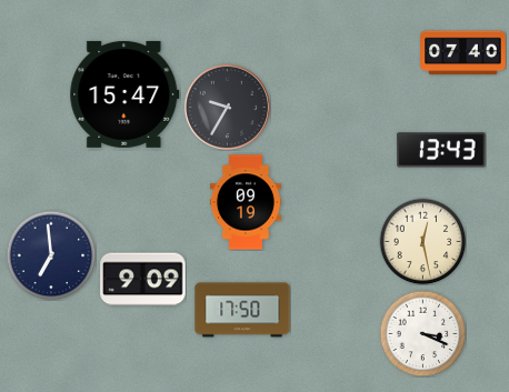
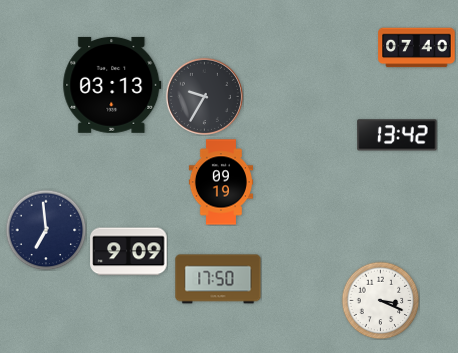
clock at (124, 94): 15:47 -> 03:13
clock at (441, 150): 13:43 -> 13:42
clock at (422, 241): 12:28 -> none
